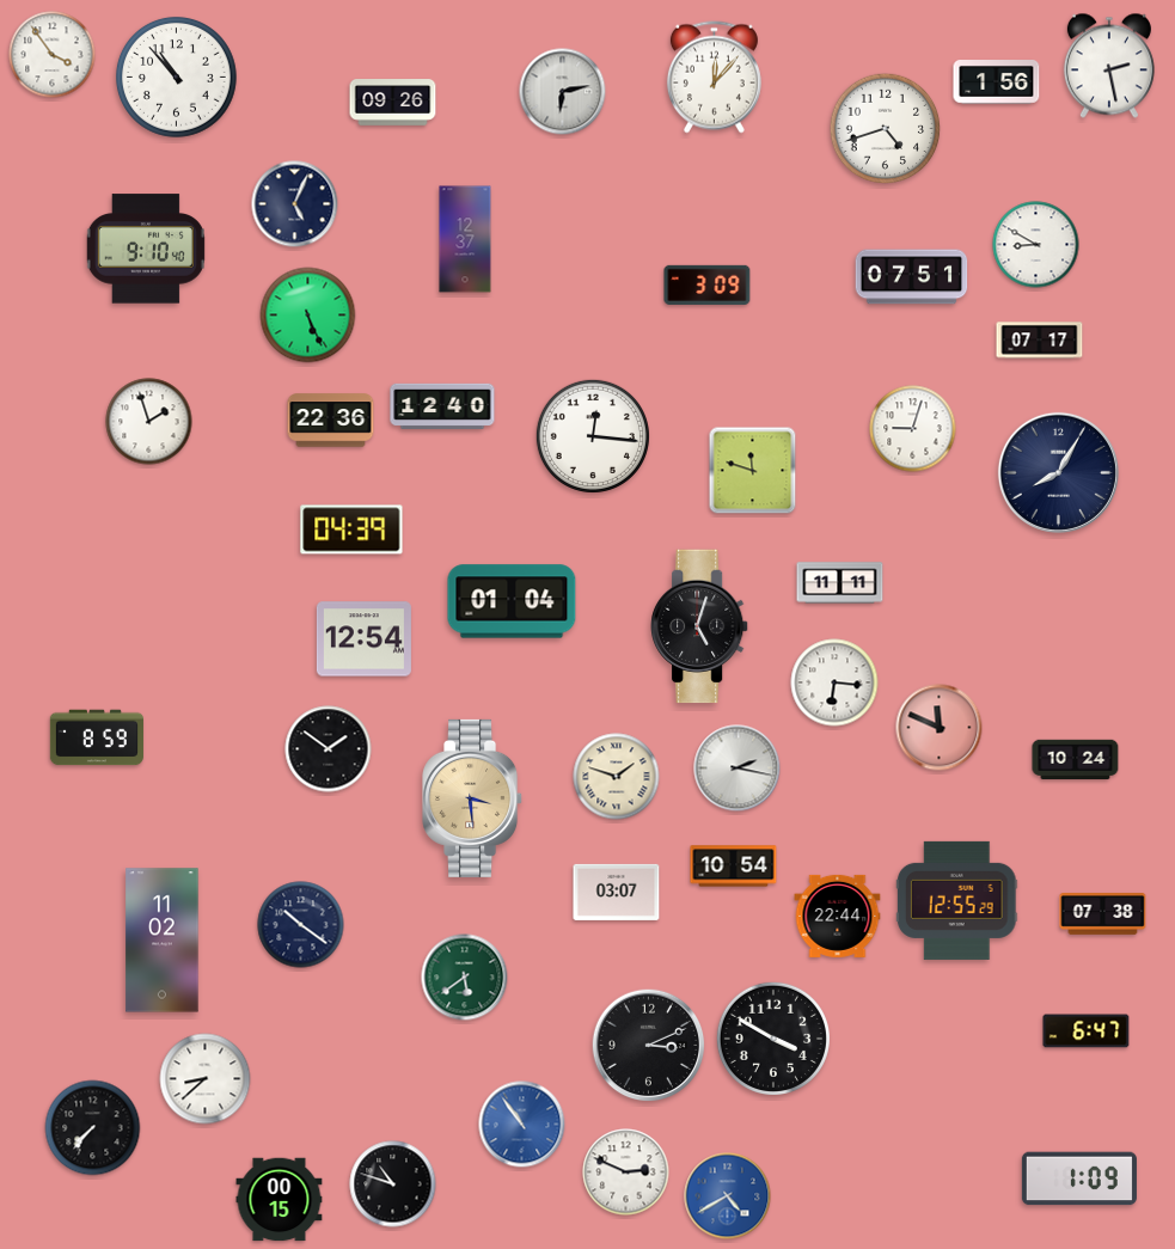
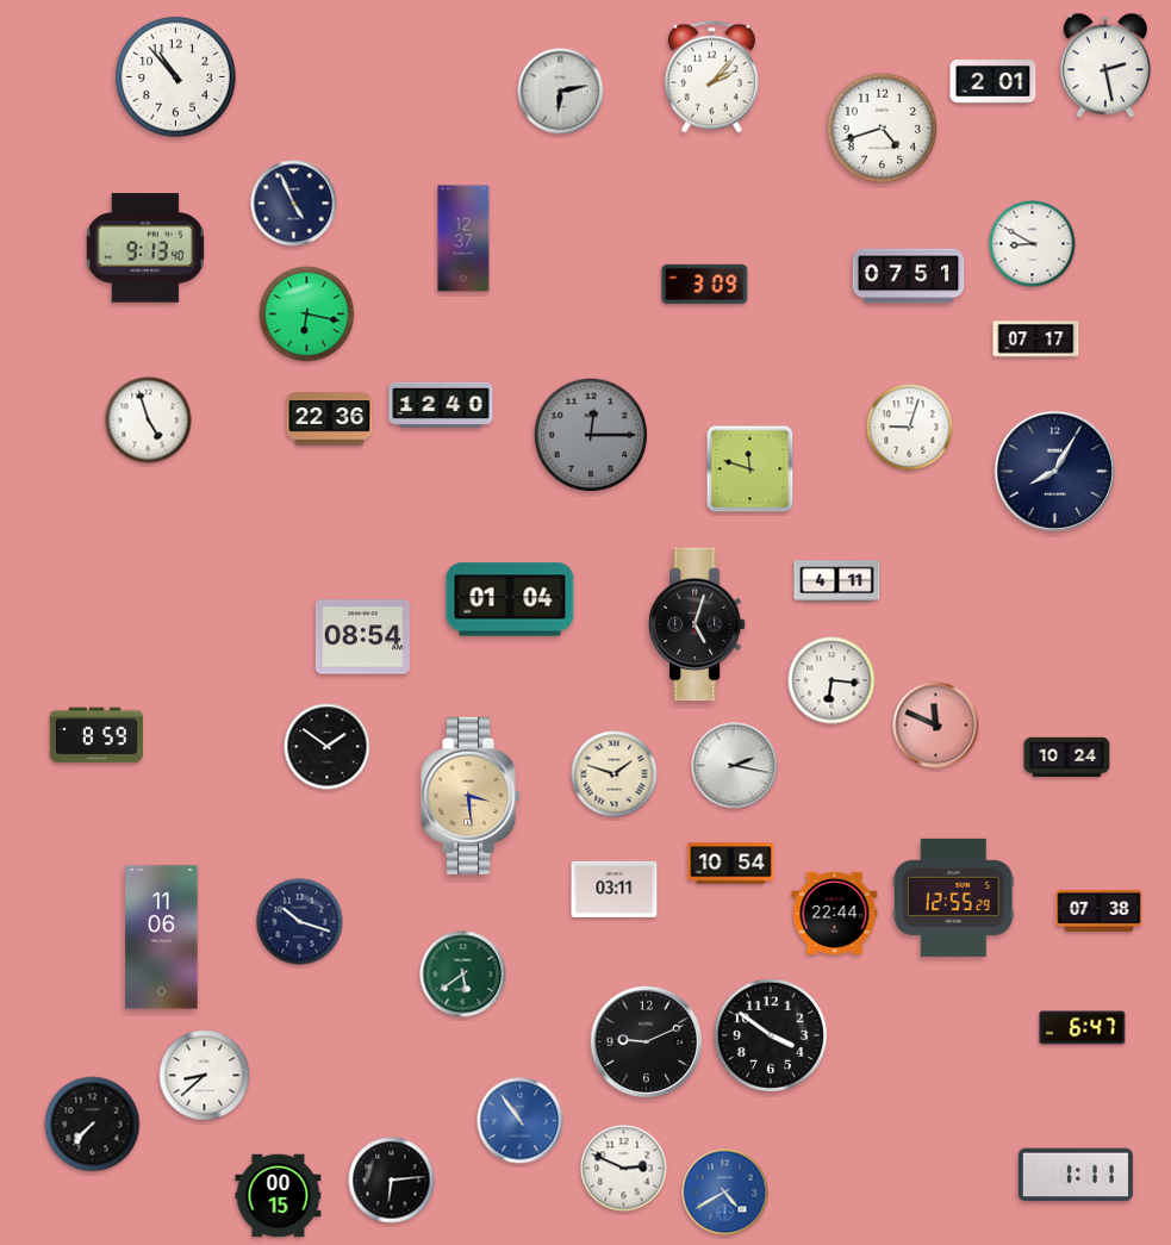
clock at (53, 55): 3:54 -> none
clock at (714, 78): 12:07 -> 2:07
clock at (997, 82): 1:56 -> 2:01
clock at (393, 103): 09:26 -> none
clock at (295, 204): 5:04 -> 4:56
clock at (146, 249): 9:10 -> 9:13
clock at (308, 316): 5:26 -> 6:17
clock at (149, 422): 1:57 -> 4:57
clock at (593, 436): 12:16 -> 12:15
clock at (593, 436) dial: white -> grey
clock at (351, 529): 04:39 -> none
clock at (840, 583): 11:11 -> 4:11
clock at (363, 639): 12:54 -> 08:54
clock at (1076, 760) position: (1076, 760) -> (1067, 758)
clock at (617, 892): 03:07 -> 03:11
clock at (301, 925): 10:21 -> 10:18
clock at (163, 941): 11:02 -> 11:06
clock at (773, 1039): 3:50 -> 3:51
clock at (649, 1046): 3:11 -> 9:11
clock at (1079, 1178): 1:09 -> 1:11
clock at (393, 1184): 10:48 -> 6:14
